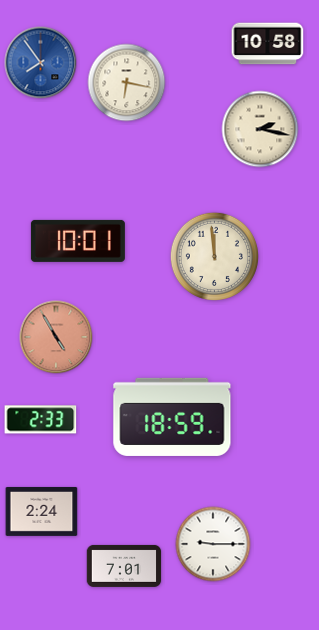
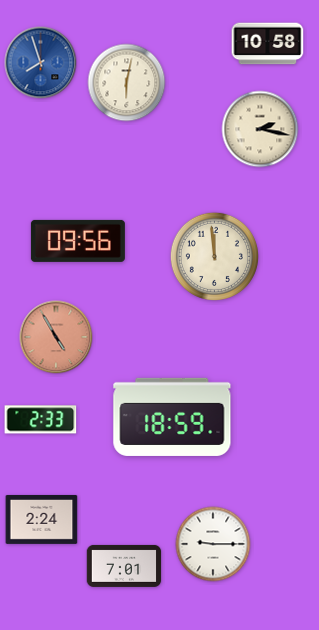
clock at (41, 63): 7:54 -> 7:57
clock at (127, 83): 6:17 -> 6:02
clock at (78, 241): 10:01 -> 09:56
clock at (42, 511) position: (42, 511) -> (42, 519)
